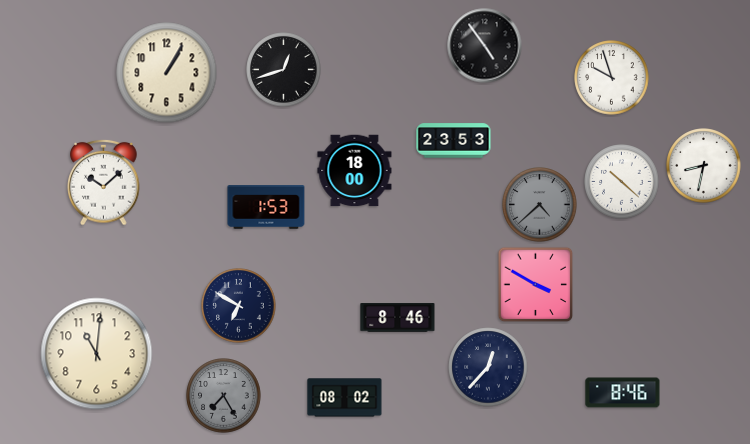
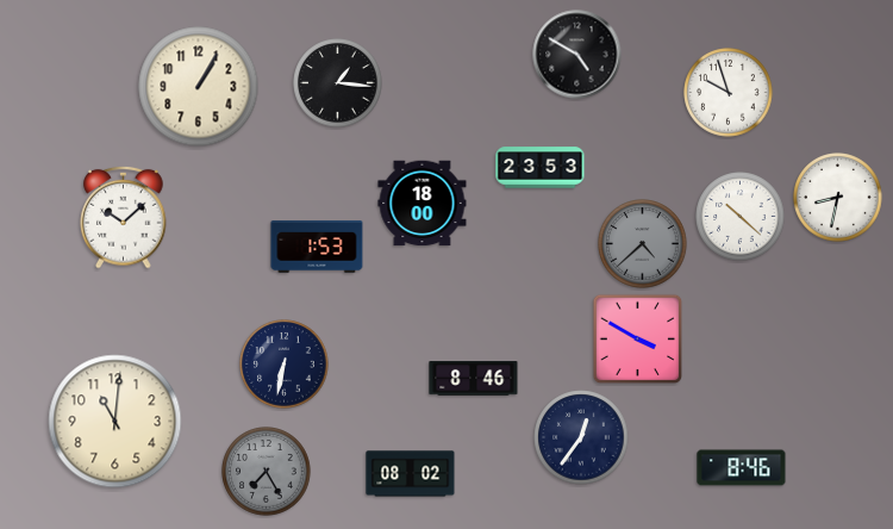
clock at (485, 46): 4:54 -> 4:50
clock at (284, 70): 12:42 -> 1:16
clock at (239, 306): 6:50 -> 6:32
clock at (488, 367): 12:37 -> 12:36
